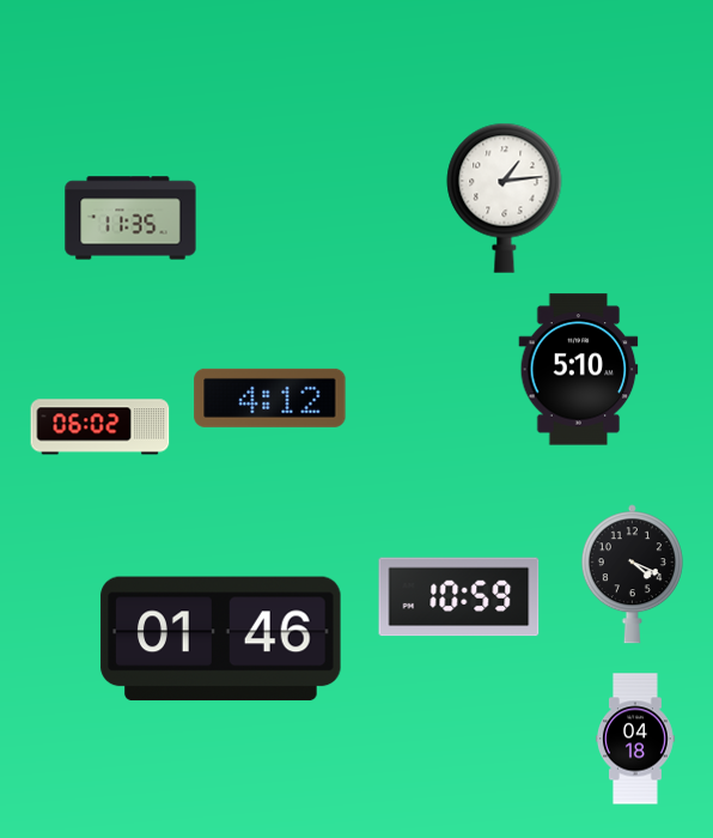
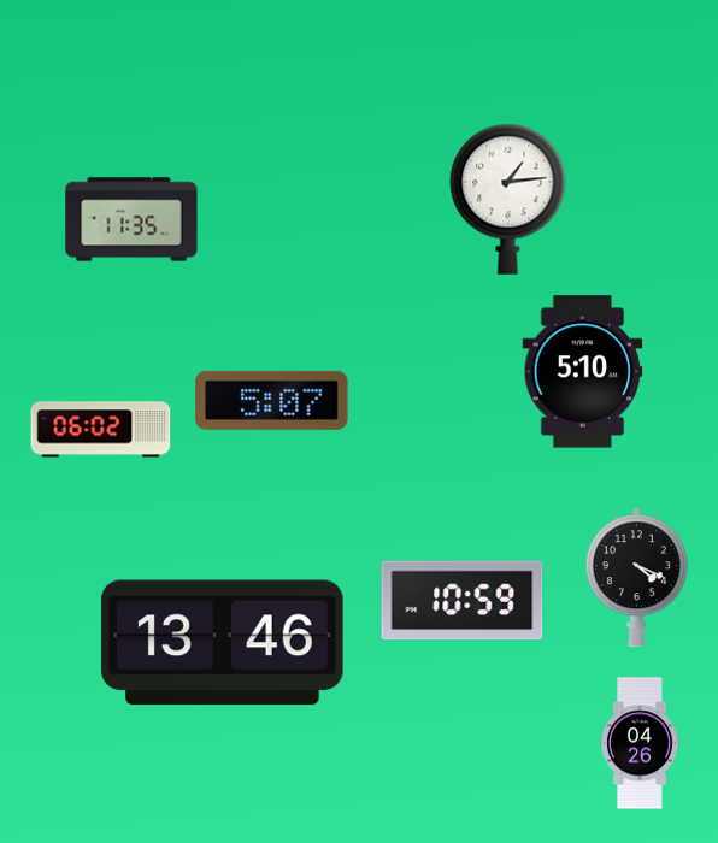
clock at (270, 397): 4:12 -> 5:07
clock at (221, 639): 01:46 -> 13:46
clock at (636, 739): 04:18 -> 04:26
